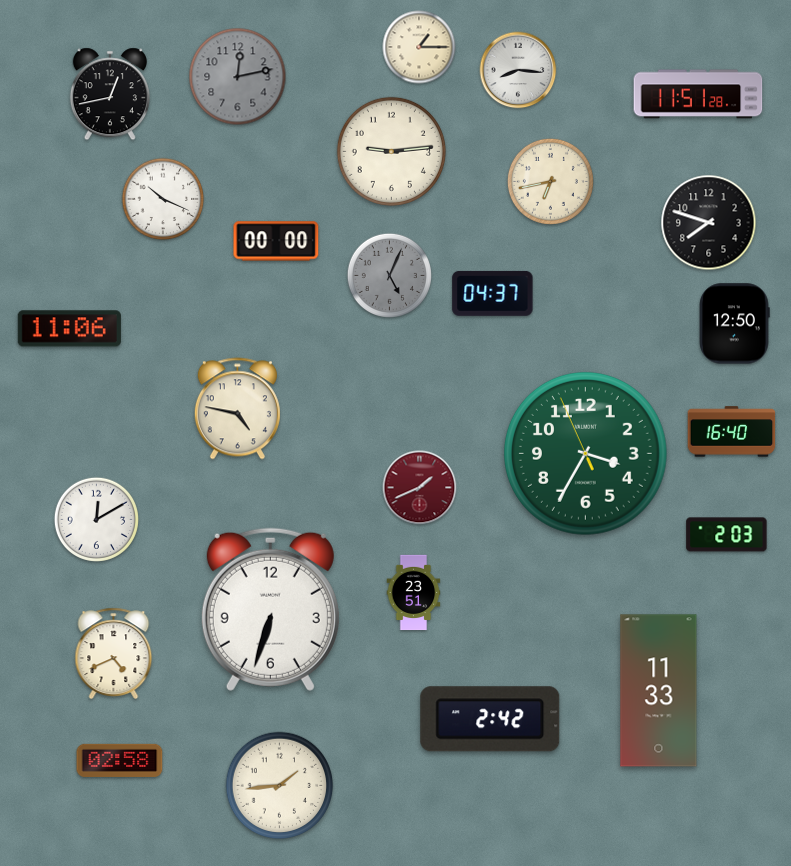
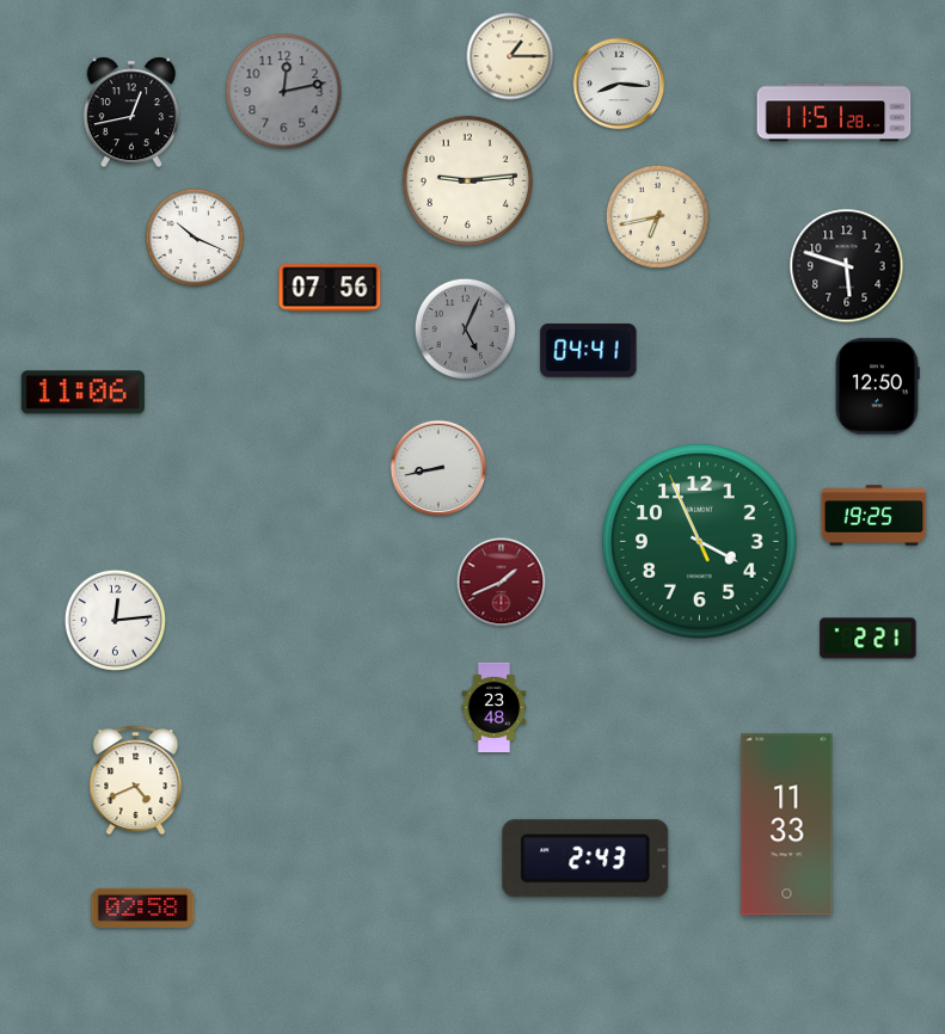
clock at (419, 47) position: (419, 47) -> (510, 56)
clock at (709, 223): 7:48 -> 5:48
clock at (276, 241): 00:00 -> 07:56
clock at (493, 293): 04:37 -> 04:41
clock at (438, 468): none -> 8:43
clock at (237, 409): 4:47 -> none
clock at (732, 432): 16:40 -> 19:25
clock at (585, 453): 3:34 -> 3:55
clock at (96, 519): 12:10 -> 12:14
clock at (727, 535): 2:03 -> 2:21
clock at (414, 593): 23:51 -> 23:48
clock at (270, 609): 6:33 -> none
clock at (490, 719): 2:42 -> 2:43
clock at (280, 786): 1:44 -> none
